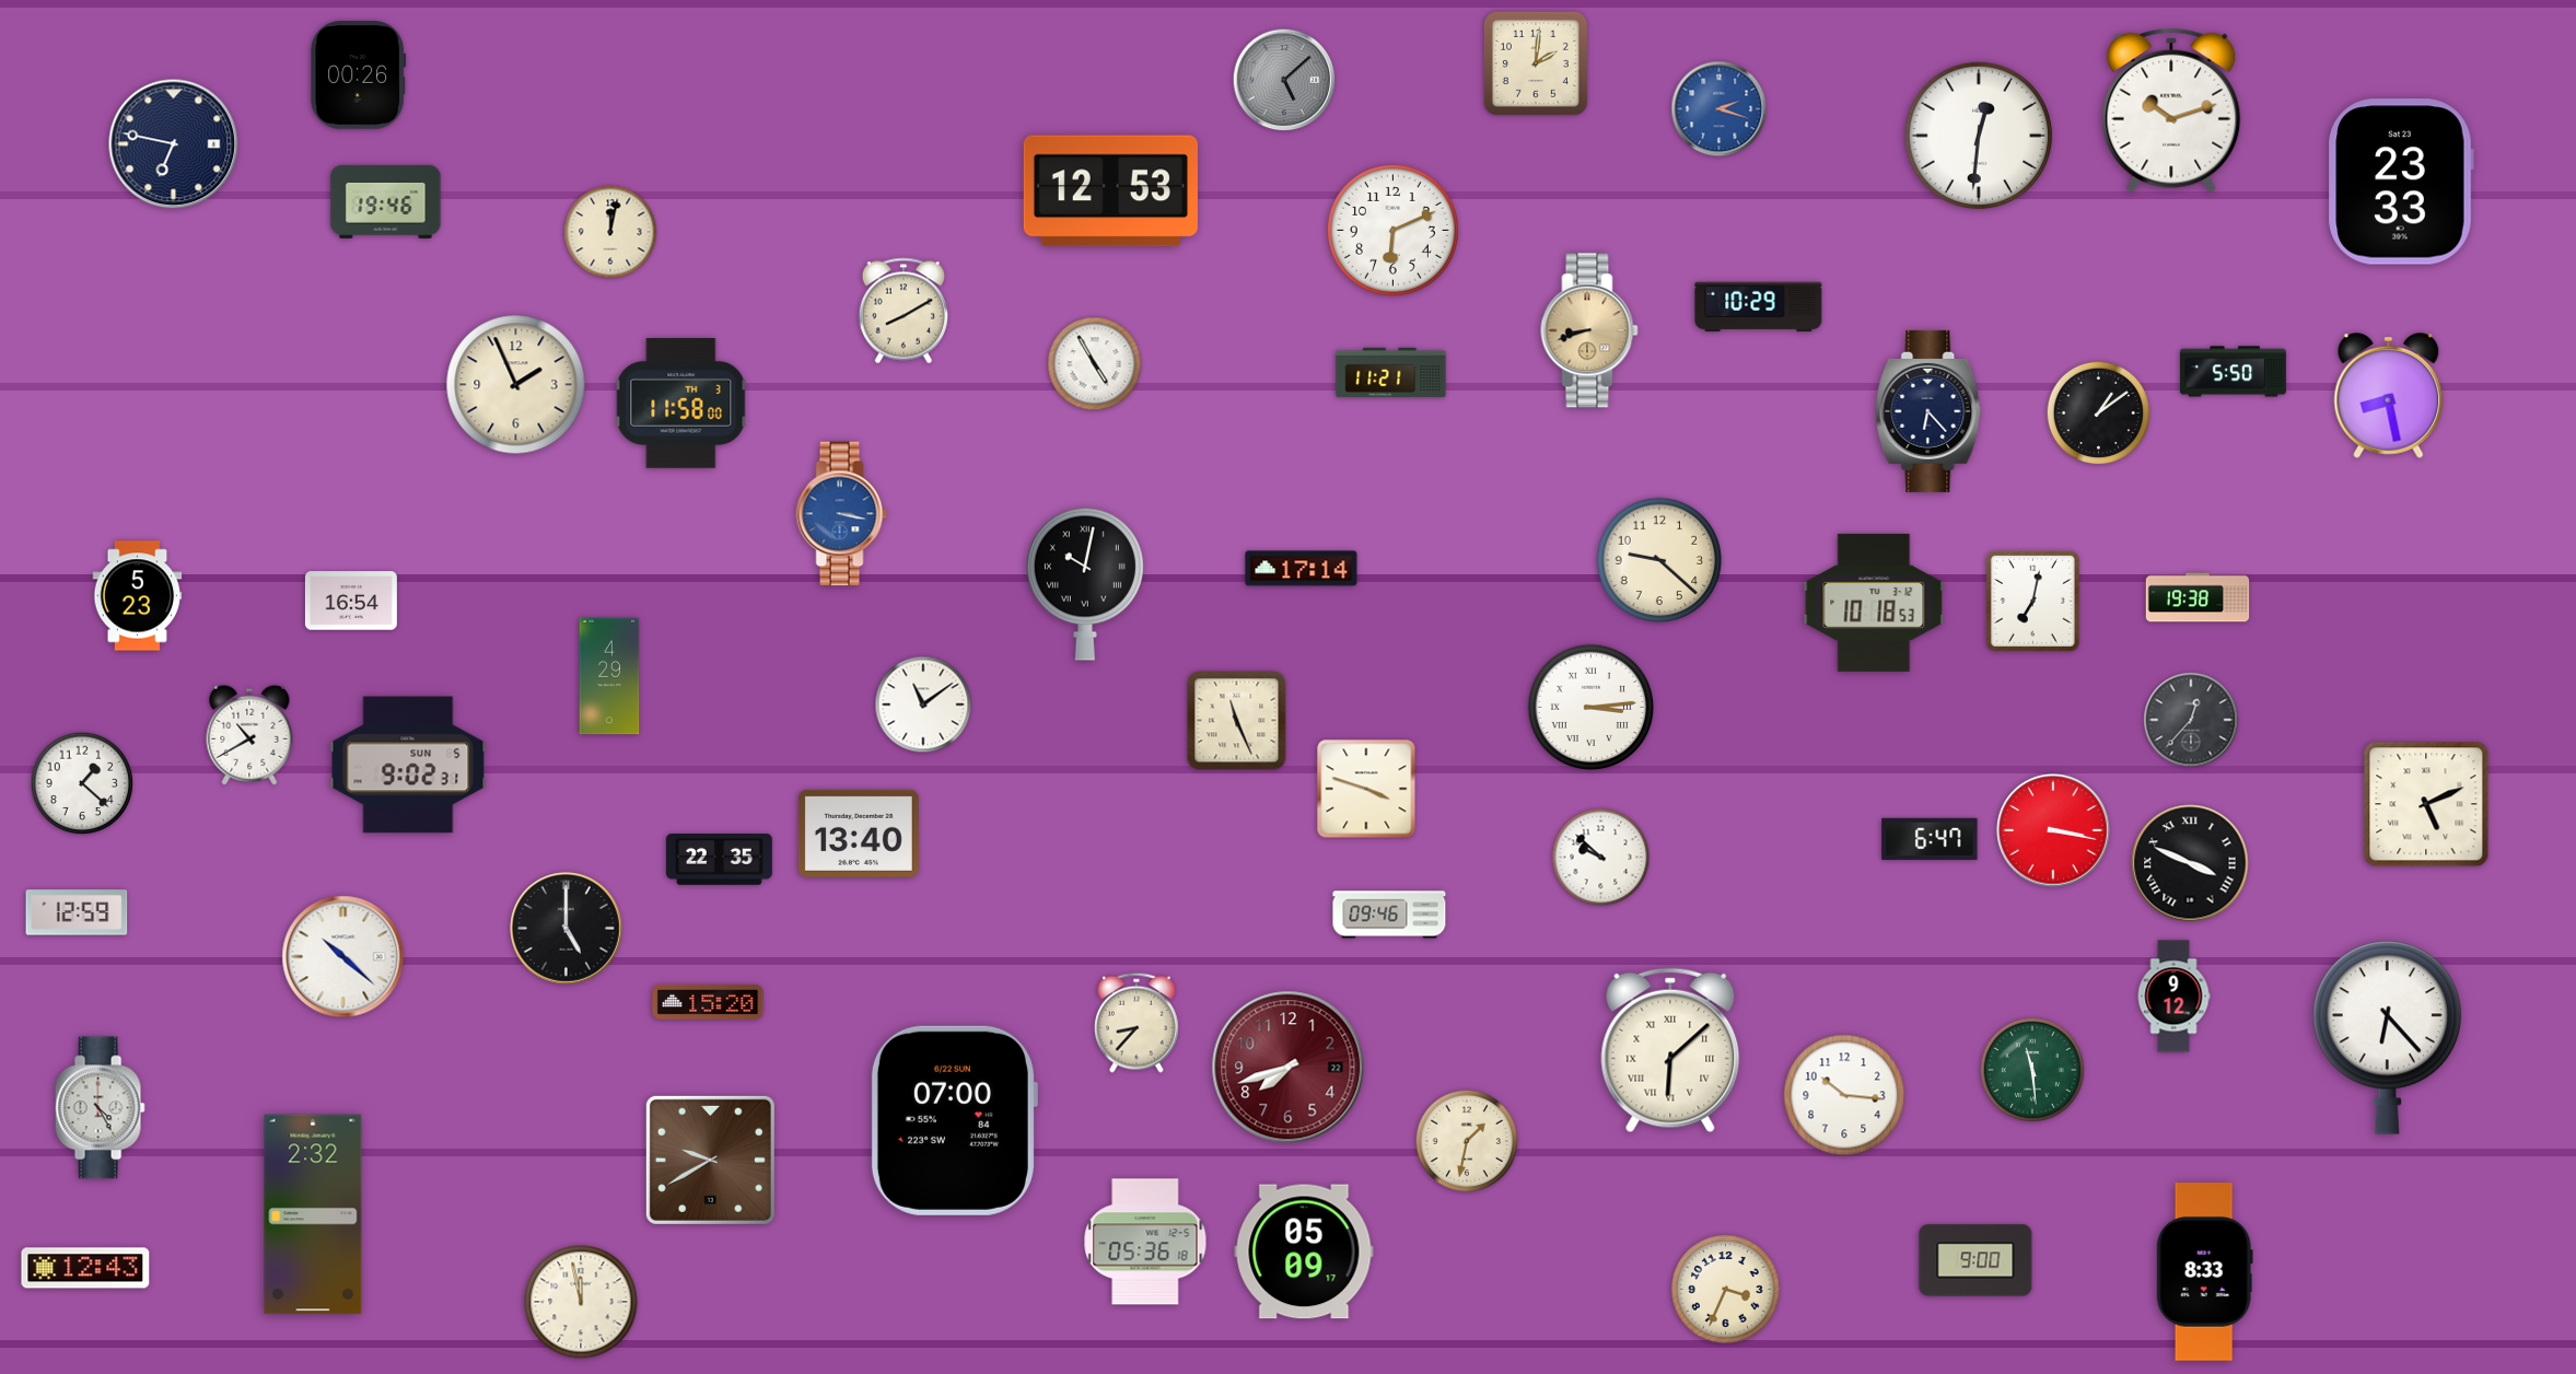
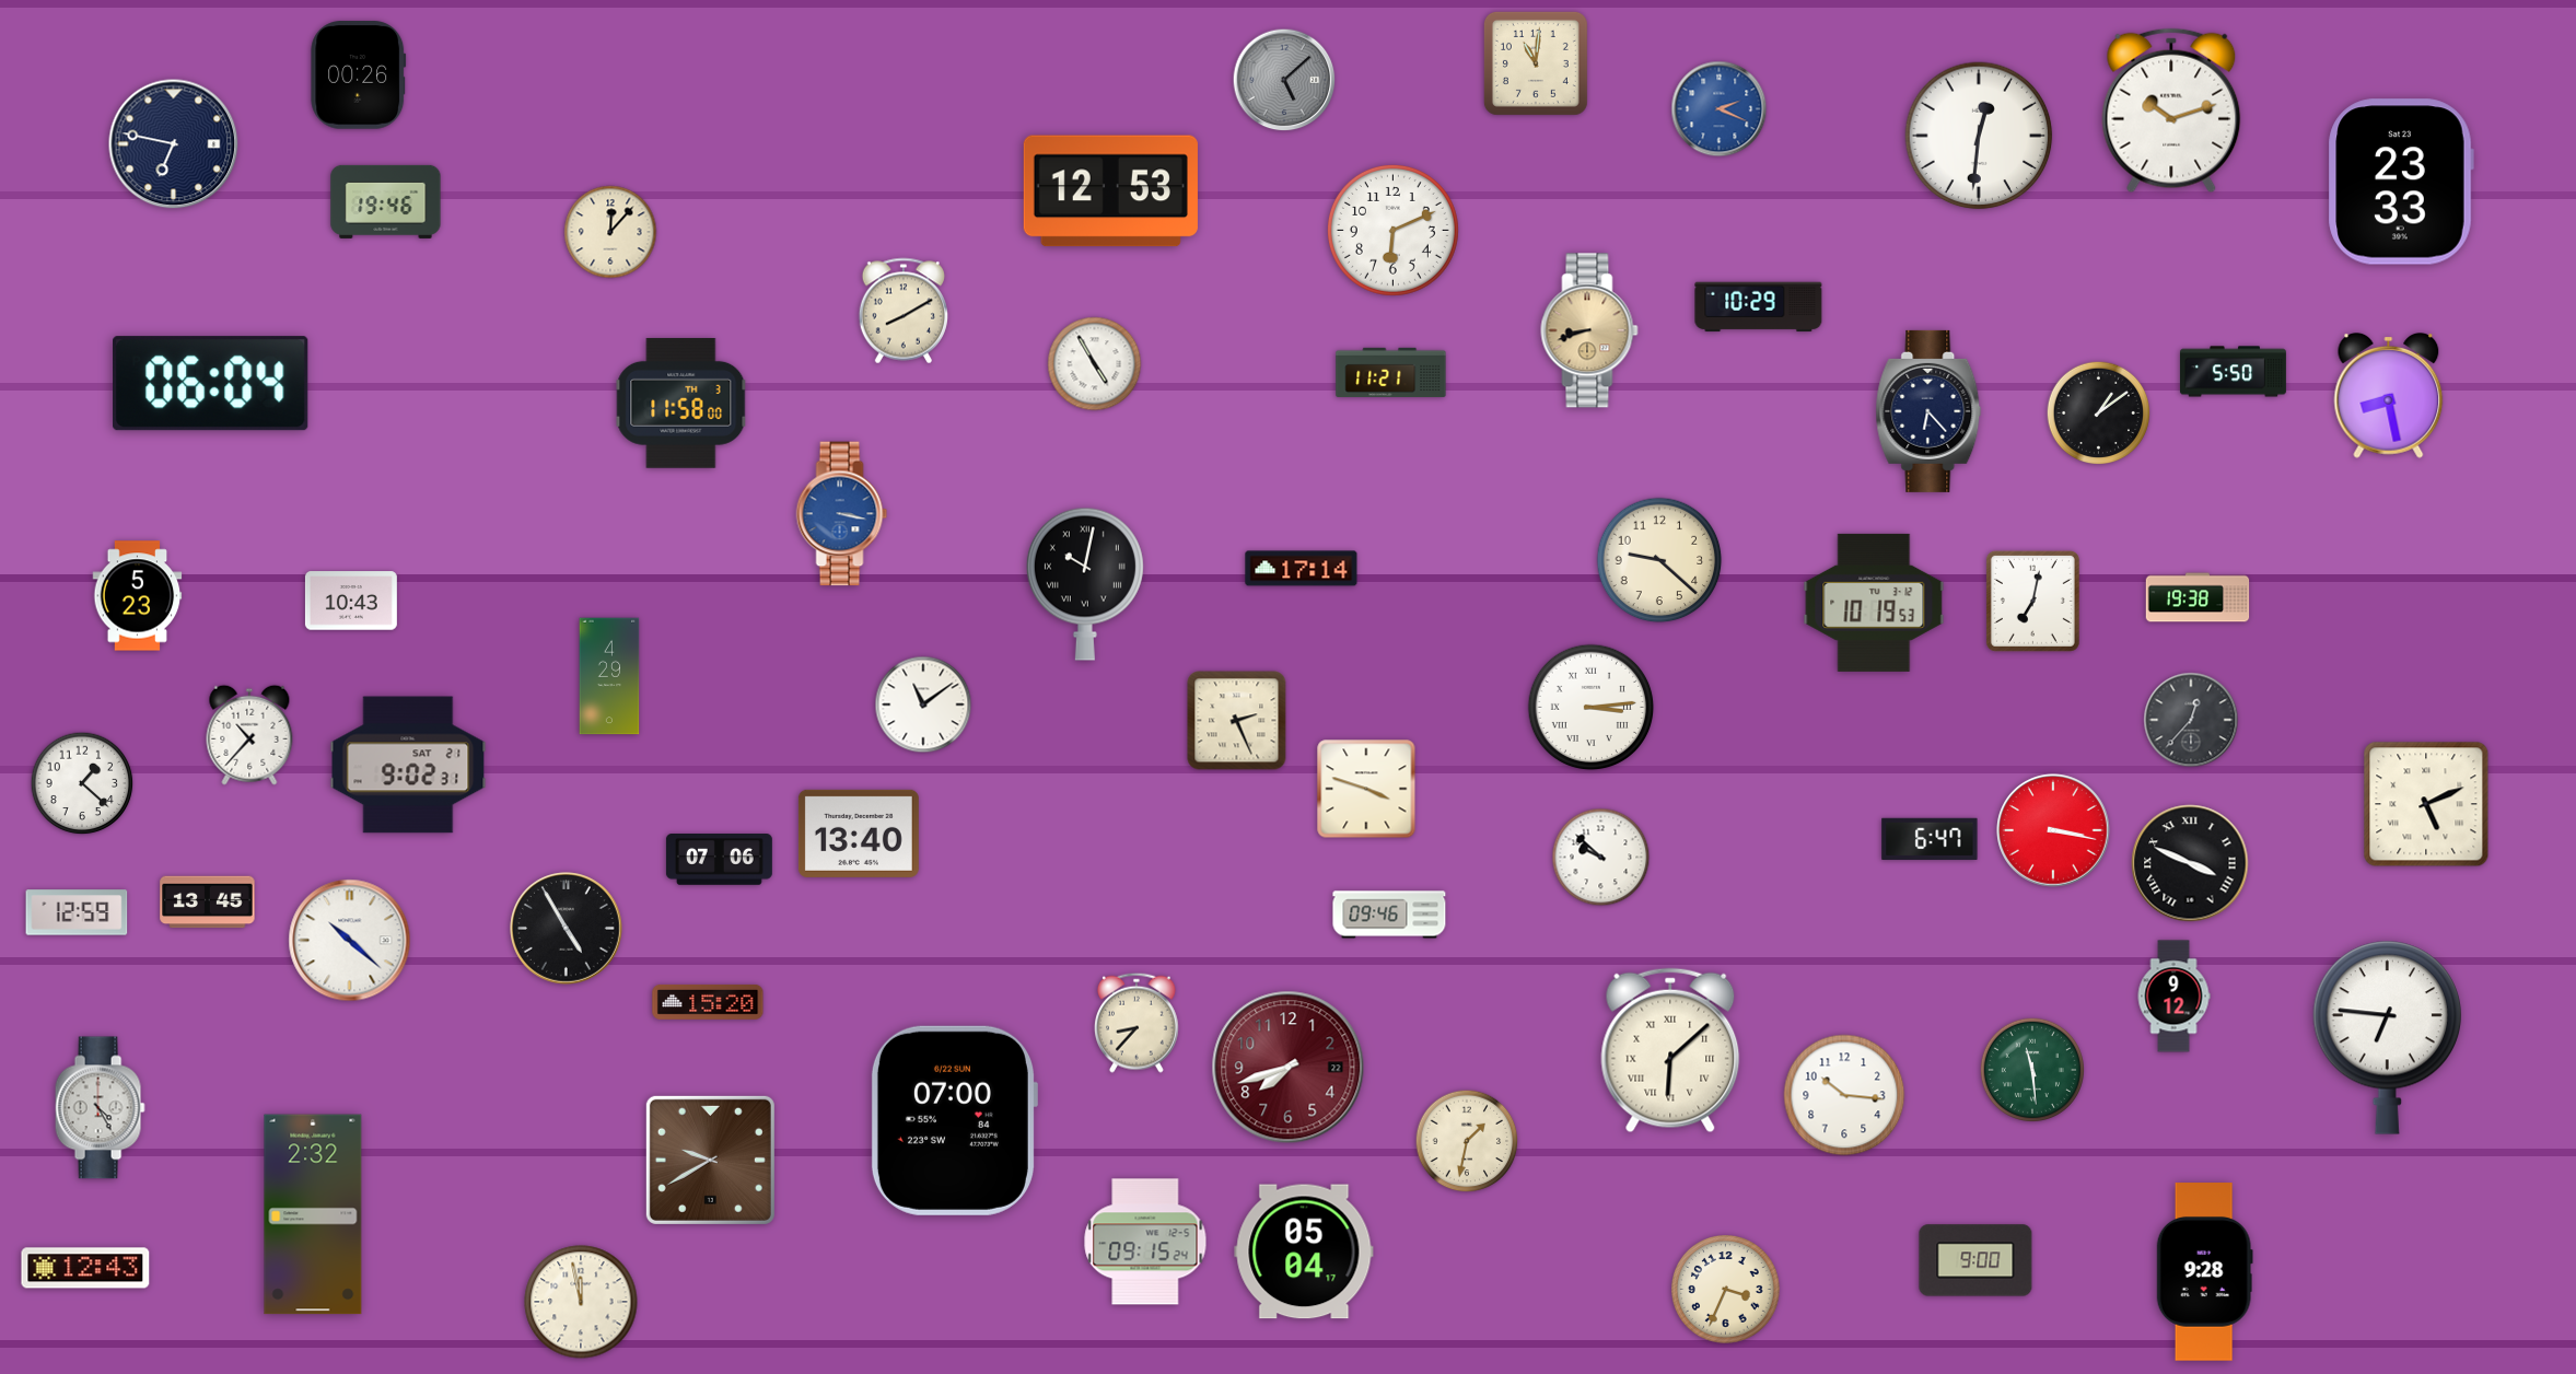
clock at (1536, 63): 2:01 -> 11:01
clock at (1720, 109): 2:18 -> 2:19
clock at (610, 232): 12:02 -> 12:07
clock at (211, 384): none -> 06:04
clock at (516, 385): 1:56 -> none
clock at (351, 601): 16:54 -> 10:43
clock at (1874, 603): 10:18 -> 10:19
clock at (1237, 721): 11:26 -> 2:26
clock at (249, 735): 10:40 -> 10:37
clock at (408, 765) date: SUN 5 -> SAT 21
clock at (719, 860): 22:35 -> 07:06
clock at (208, 903): none -> 13:45
clock at (567, 929): 5:00 -> 4:55
clock at (343, 957) position: (343, 957) -> (350, 941)
clock at (2387, 1037): 6:23 -> 6:46
clock at (1145, 1242): 05:36 -> 09:15
clock at (1304, 1251): 05:09 -> 05:04
clock at (2204, 1272): 8:33 -> 9:28
